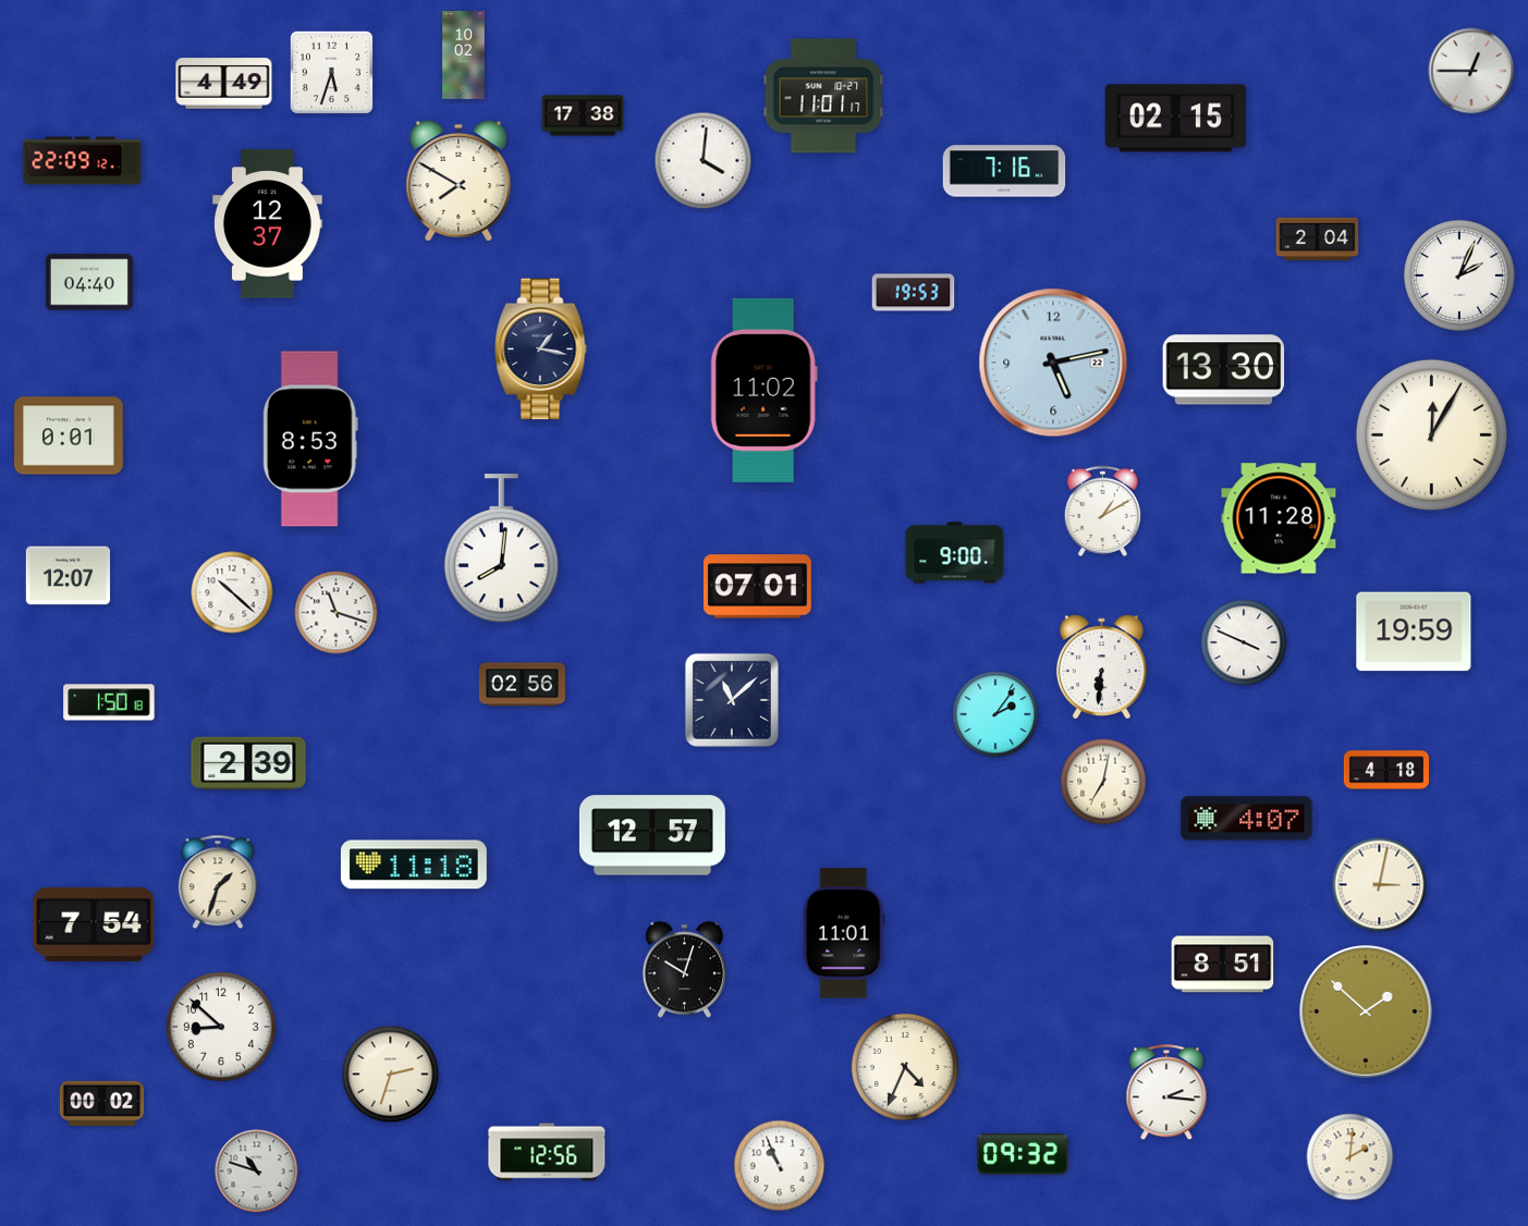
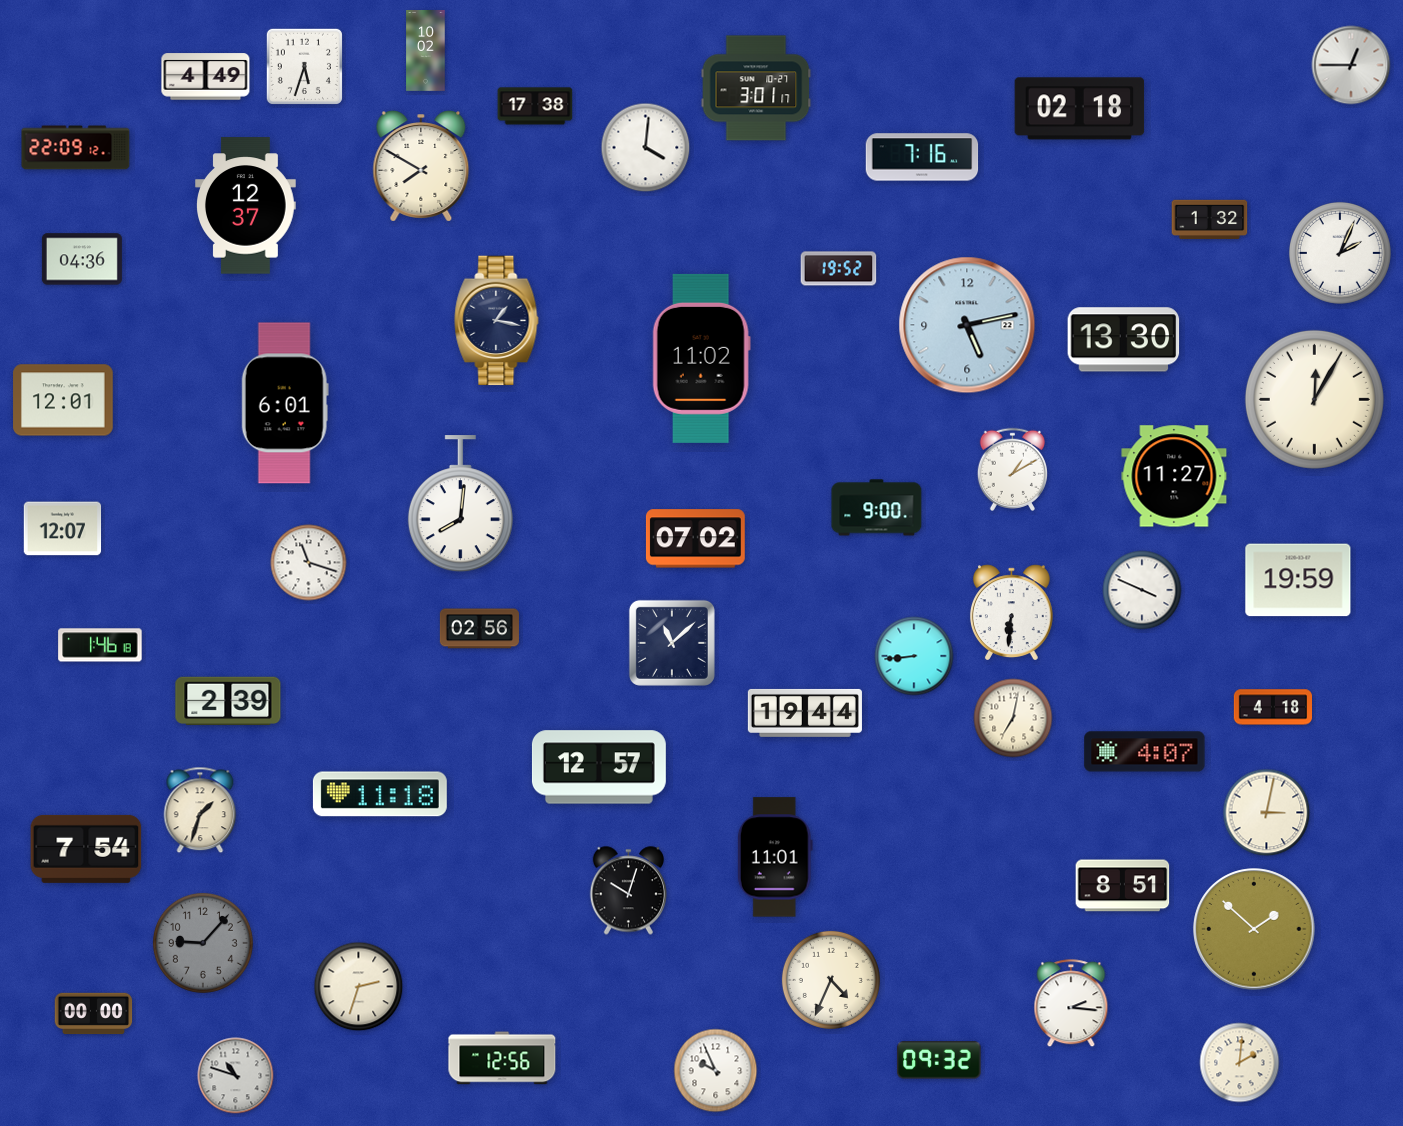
clock at (823, 96): 11:01 -> 3:01
clock at (1176, 119): 02:15 -> 02:18
clock at (1318, 240): 2:04 -> 1:32
clock at (89, 282): 04:40 -> 04:36
clock at (914, 293): 19:53 -> 19:52
clock at (1053, 363) position: (1053, 363) -> (967, 325)
clock at (69, 436): 0:01 -> 12:01
clock at (310, 439): 8:53 -> 6:01
clock at (1279, 518): 11:28 -> 11:27
clock at (757, 587): 07:01 -> 07:02
clock at (232, 592): 10:22 -> none
clock at (109, 702): 1:50 -> 1:46
clock at (995, 714): 2:06 -> 8:44
clock at (805, 713): none -> 19:44
clock at (221, 1027): 8:52 -> 9:07
clock at (221, 1027) dial: white -> grey
clock at (102, 1104): 00:02 -> 00:00
clock at (780, 1166): 10:56 -> 9:56
